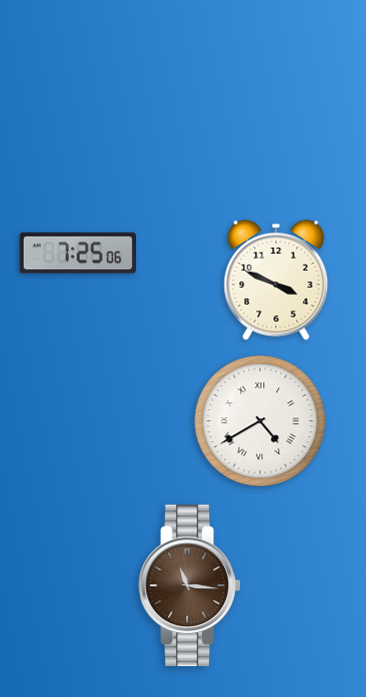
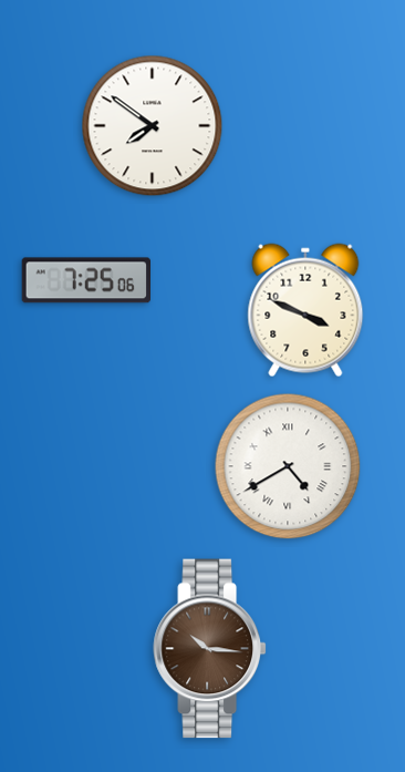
clock at (153, 126): none -> 7:51
clock at (189, 586): 11:16 -> 10:16
